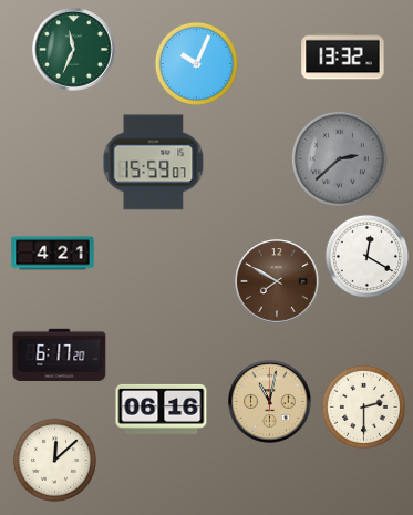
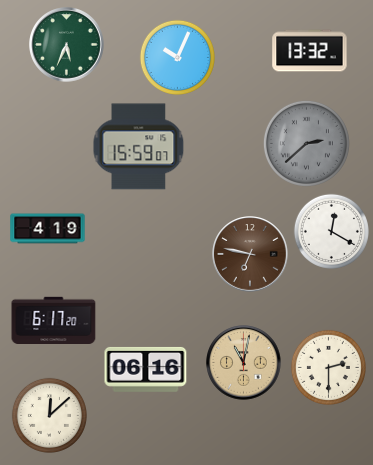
clock at (74, 50): 11:34 -> 5:34
clock at (53, 254): 4:21 -> 4:19
clock at (277, 281): 7:50 -> 6:47
